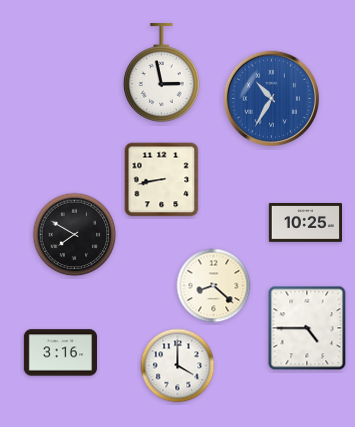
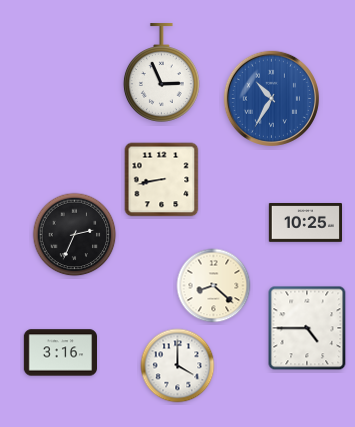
clock at (161, 73): 2:58 -> 2:56
clock at (75, 235): 7:50 -> 2:34
